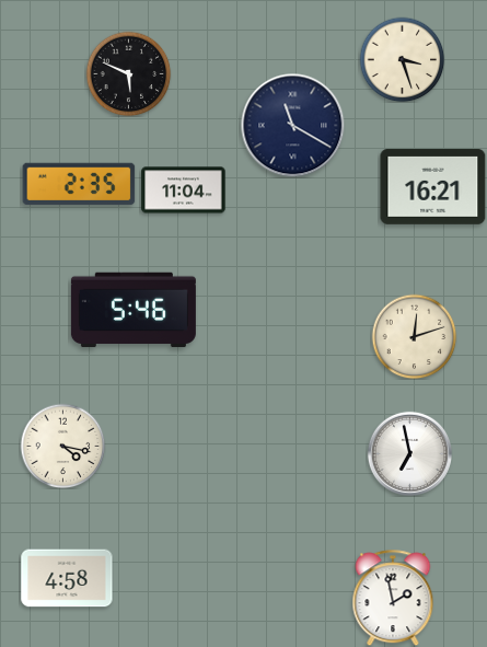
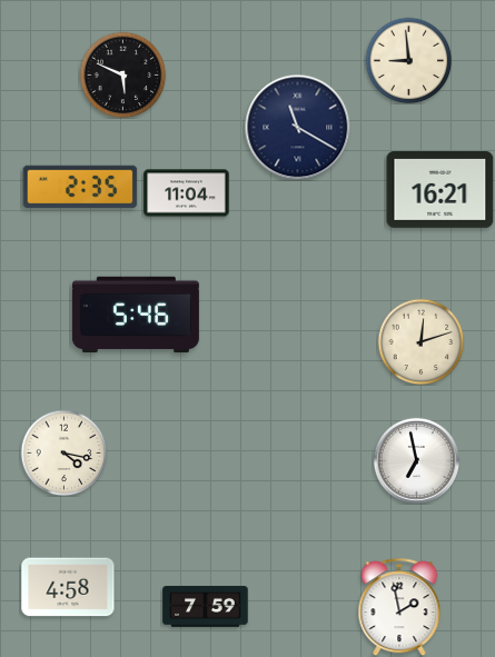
clock at (402, 59): 3:27 -> 8:59
clock at (128, 73) position: (128, 73) -> (122, 74)
clock at (206, 607): none -> 7:59
